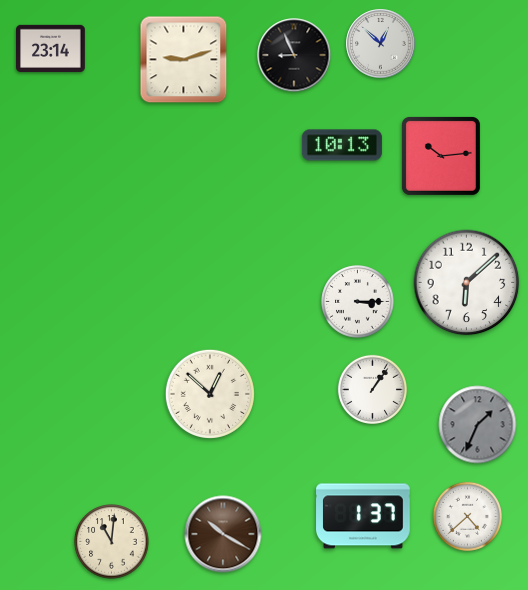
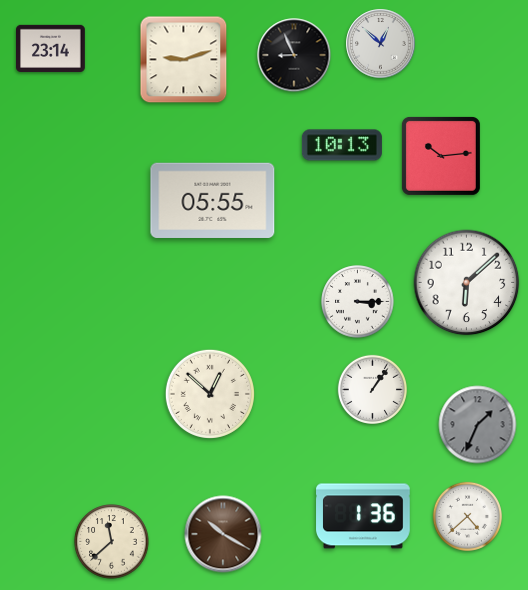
clock at (213, 200): none -> 05:55
clock at (363, 516): 1:37 -> 1:36
clock at (112, 542): 11:01 -> 11:38
